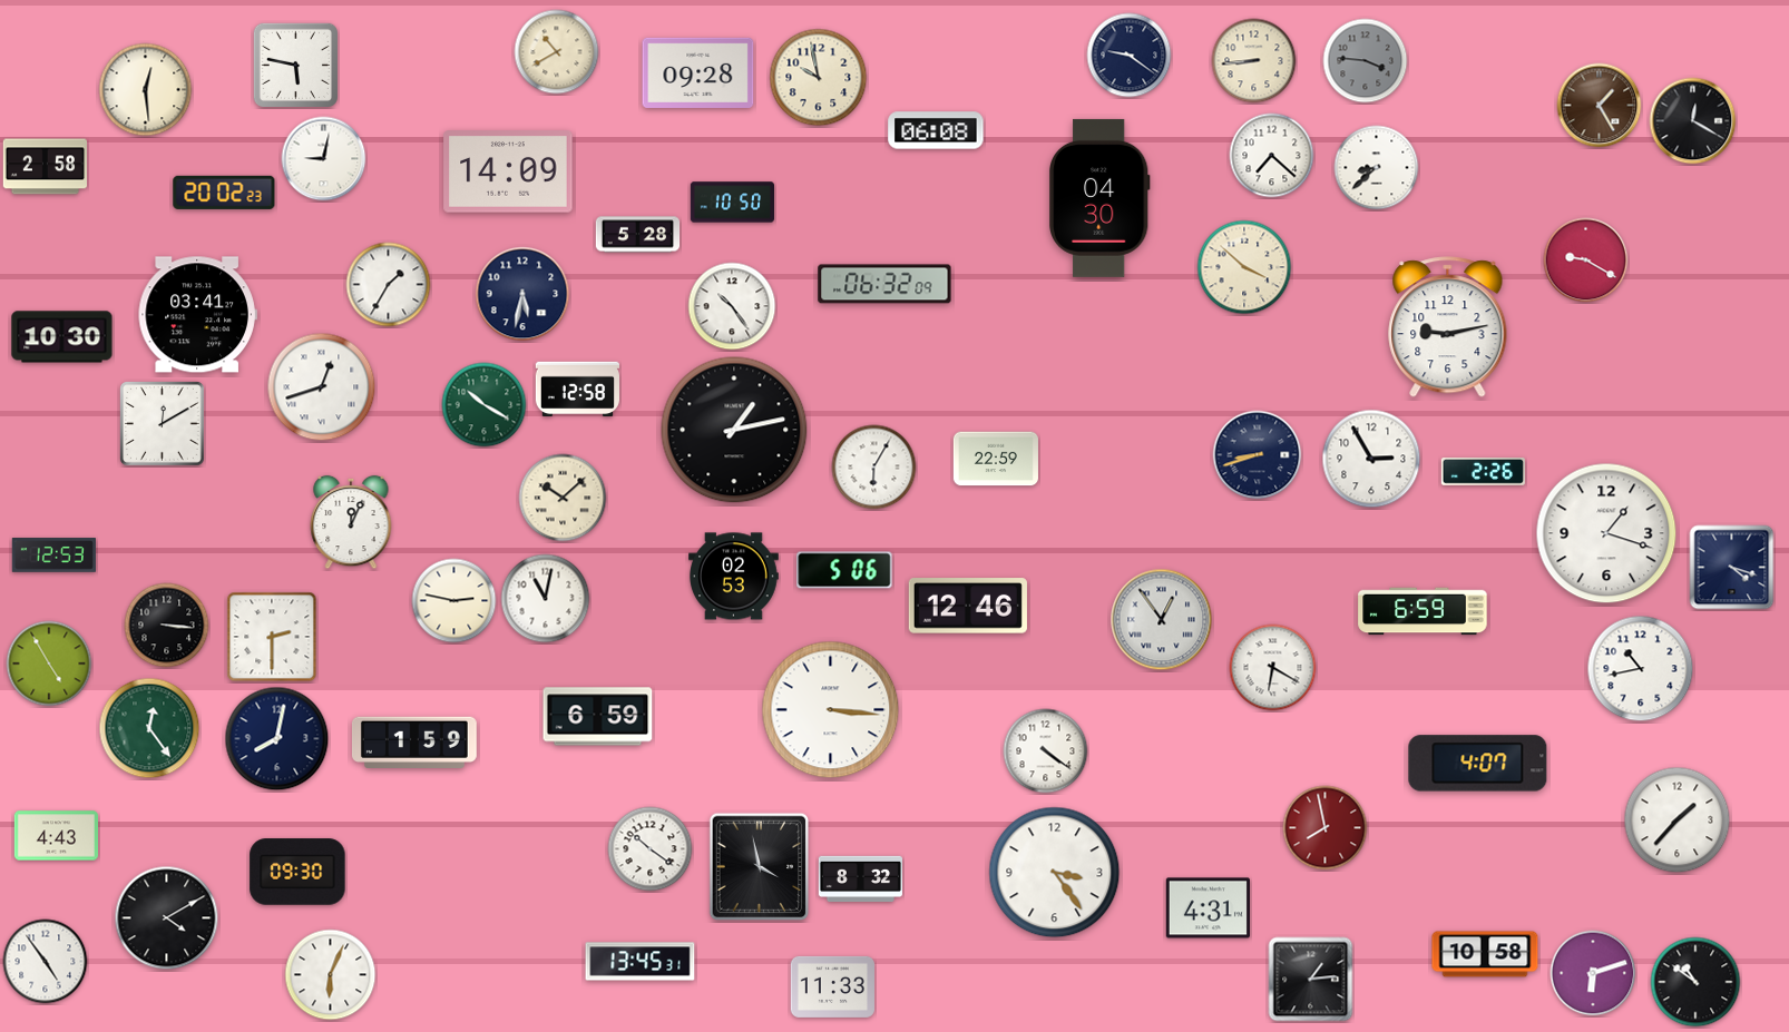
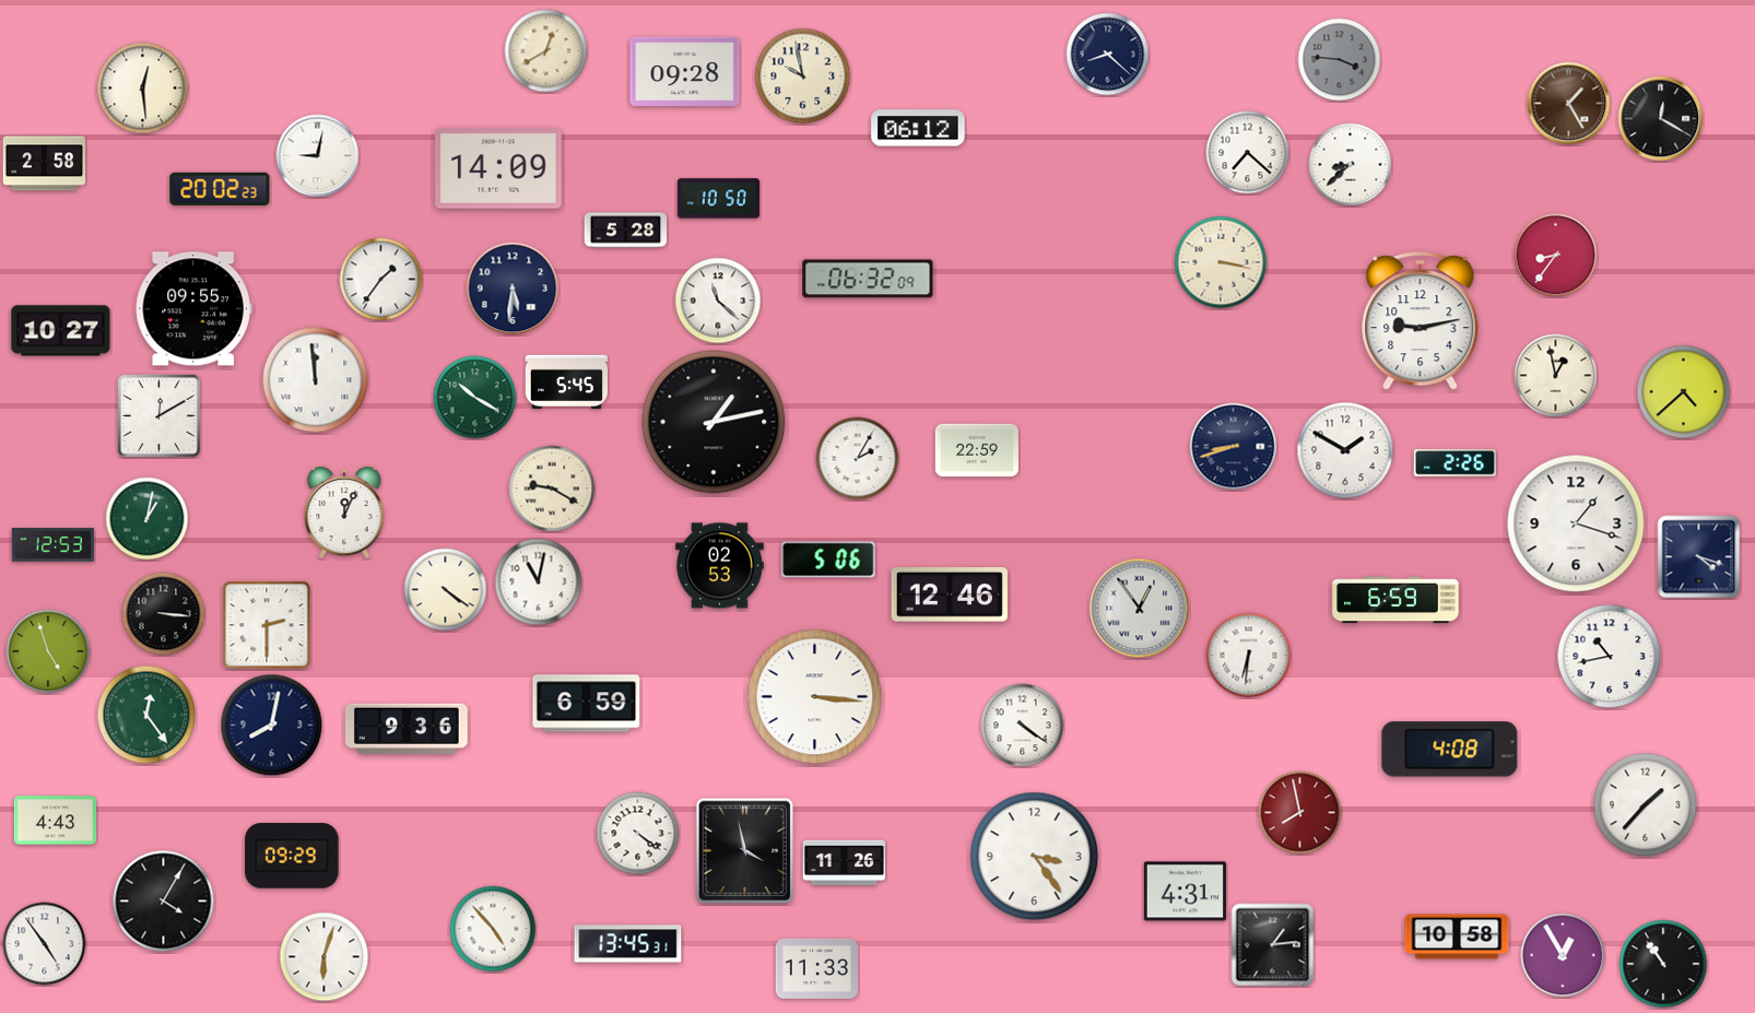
clock at (557, 52): 10:40 -> 12:40
clock at (1130, 56): 9:21 -> 8:22
clock at (1254, 61): 8:44 -> none
clock at (295, 65): 5:47 -> none
clock at (936, 130): 06:08 -> 06:12
clock at (1101, 198): 04:30 -> none
clock at (1586, 261): 9:20 -> 8:36
clock at (1244, 267): 3:52 -> 3:17
clock at (389, 285): 1:35 -> 1:36
clock at (522, 294): 5:32 -> 5:31
clock at (732, 306): 10:24 -> 11:22
clock at (197, 315): 03:41 -> 09:55
clock at (62, 337): 10:30 -> 10:27
clock at (1556, 376): none -> 12:58
clock at (322, 387): 12:42 -> 11:59
clock at (577, 390): 12:58 -> 5:45
clock at (1684, 392): none -> 4:38
clock at (734, 430) position: (734, 430) -> (714, 422)
clock at (1371, 459): 2:55 -> 1:50
clock at (874, 468): 6:05 -> 2:05
clock at (563, 498): 10:08 -> 9:20
clock at (148, 519): none -> 1:02
clock at (546, 599) position: (546, 599) -> (539, 582)
clock at (454, 601): 2:47 -> 4:21
clock at (49, 664): 4:55 -> 4:57
clock at (1273, 668): 6:20 -> 6:31
clock at (414, 741): 1:59 -> 9:36
clock at (1046, 751) position: (1046, 751) -> (1023, 726)
clock at (1478, 764): 4:07 -> 4:08
clock at (651, 849): 10:21 -> 4:21
clock at (297, 872): 09:30 -> 09:29
clock at (860, 878): 8:32 -> 11:26
clock at (167, 918): 4:10 -> 4:05
clock at (493, 929): none -> 4:53
clock at (1593, 973): 6:12 -> 12:55
clock at (331, 975): 6:04 -> 6:03
clock at (1311, 980) position: (1311, 980) -> (1273, 945)
clock at (1695, 982): 10:51 -> 10:54
